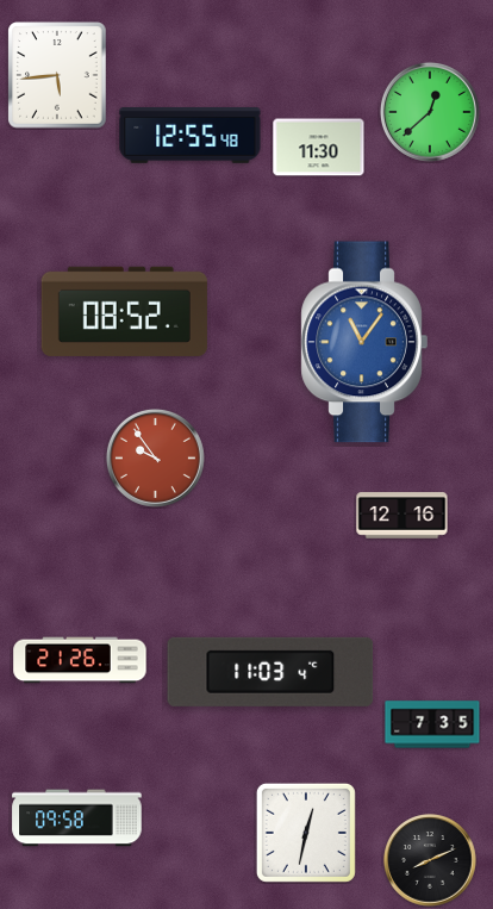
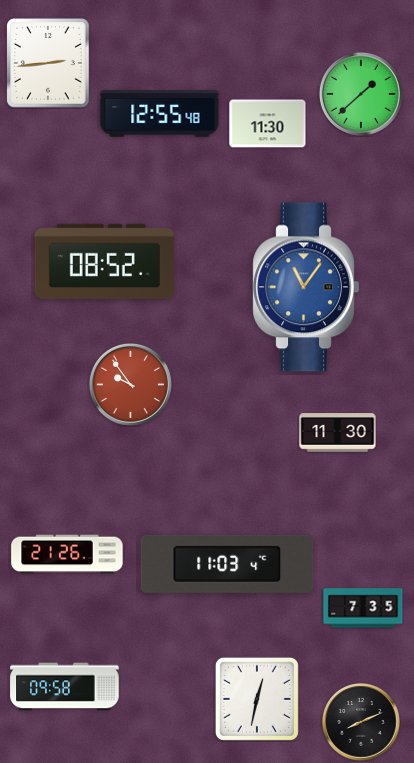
clock at (57, 75): 5:44 -> 2:44
clock at (430, 112): 12:38 -> 1:38
clock at (402, 516): 12:16 -> 11:30
